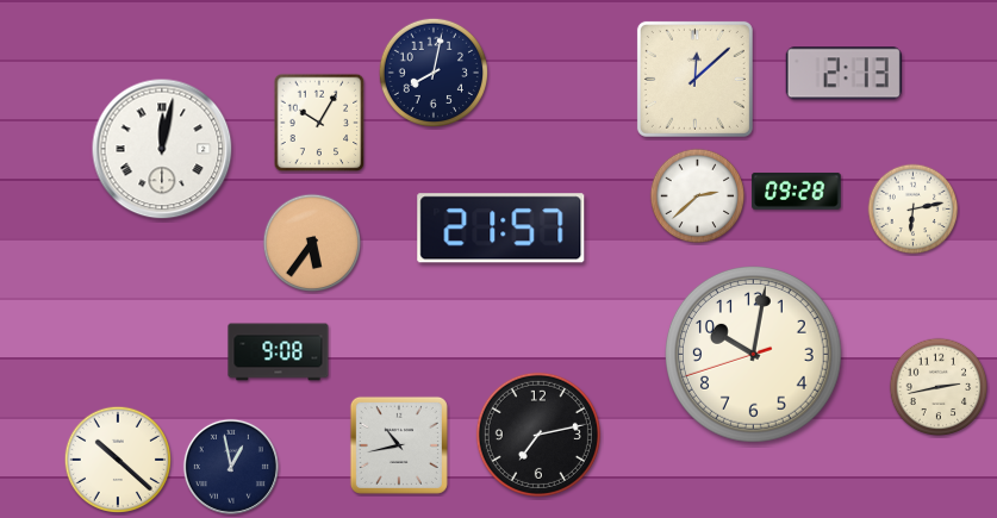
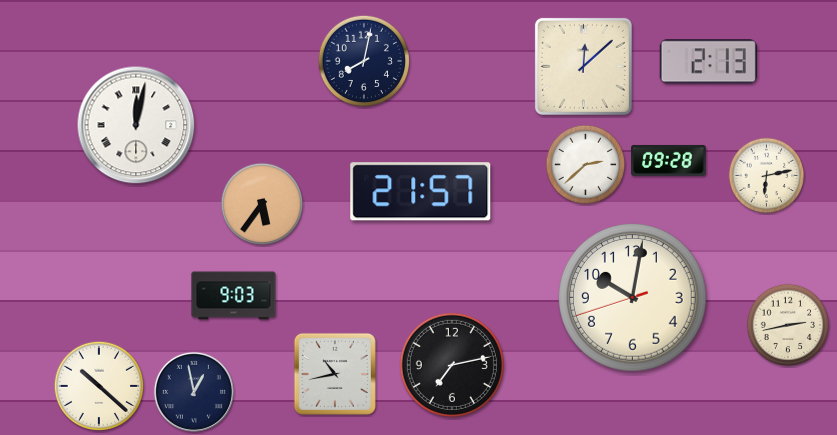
clock at (319, 123): 10:05 -> none
clock at (279, 352): 9:08 -> 9:03
